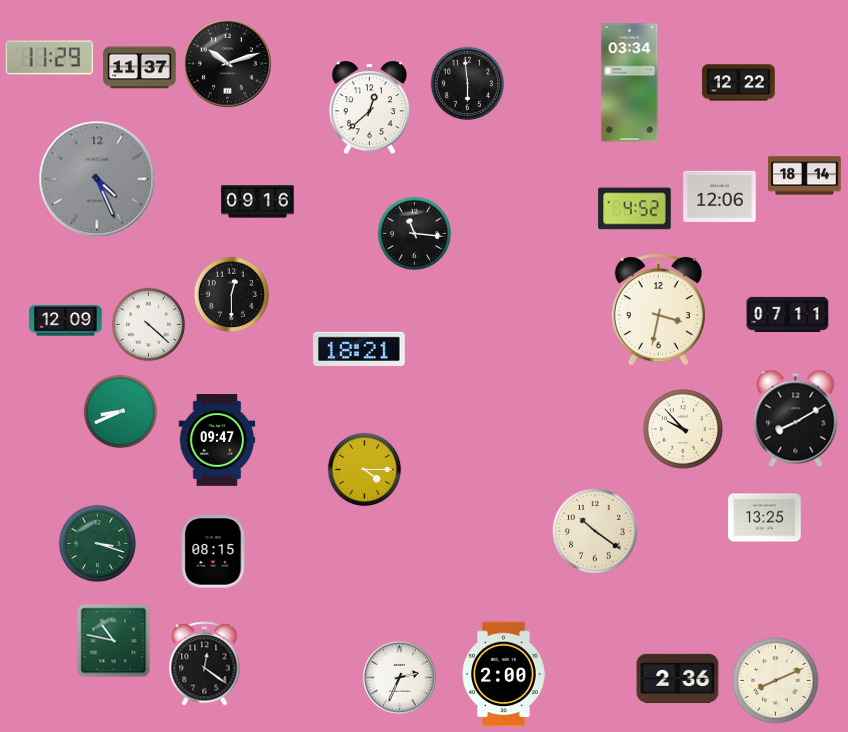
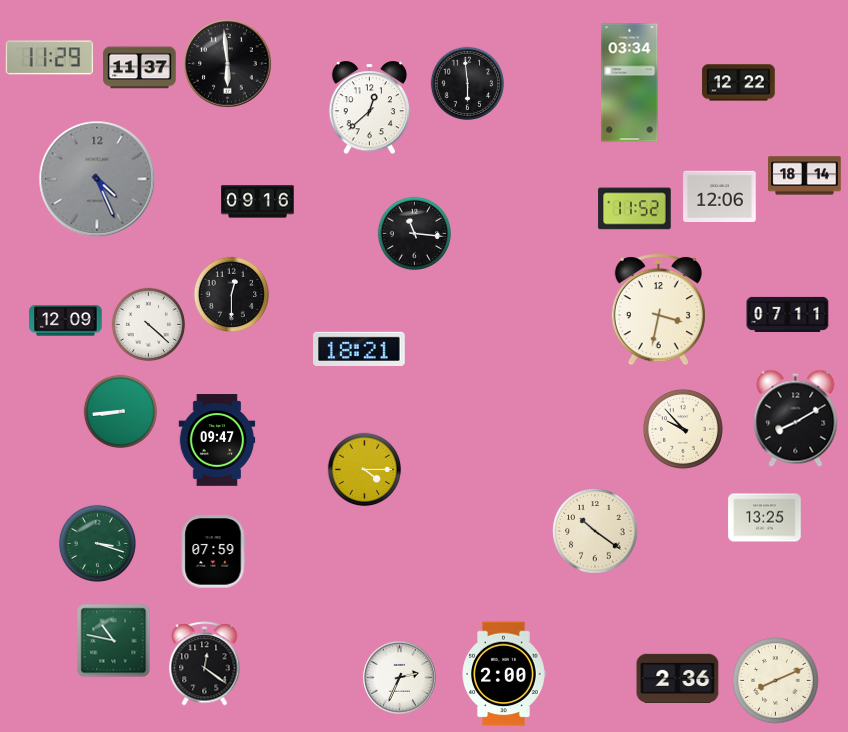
clock at (228, 64): 10:12 -> 5:59
clock at (635, 209): 4:52 -> 11:52
clock at (121, 412): 8:41 -> 8:44
clock at (214, 552): 08:15 -> 07:59
